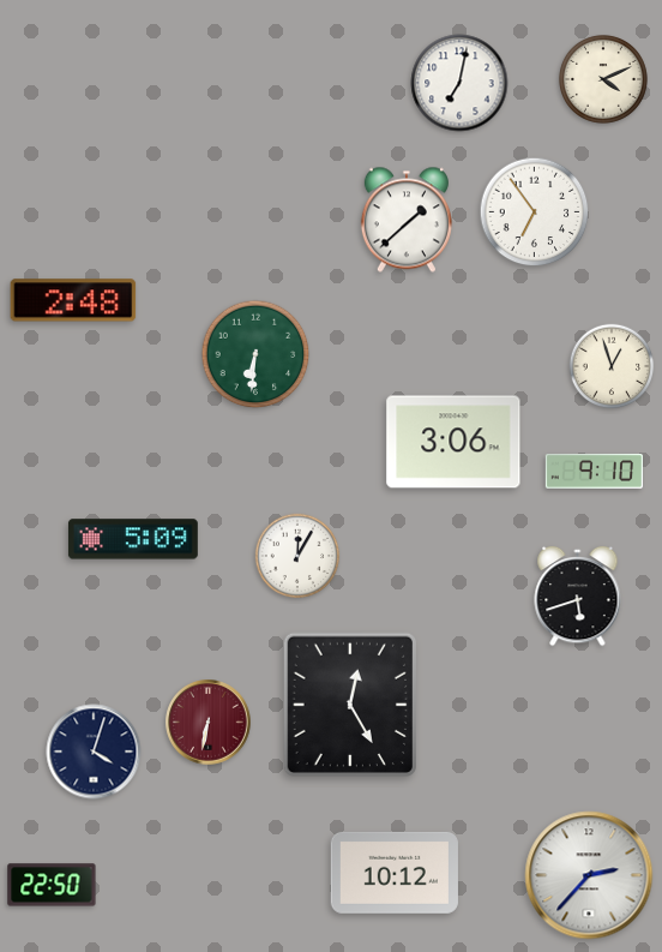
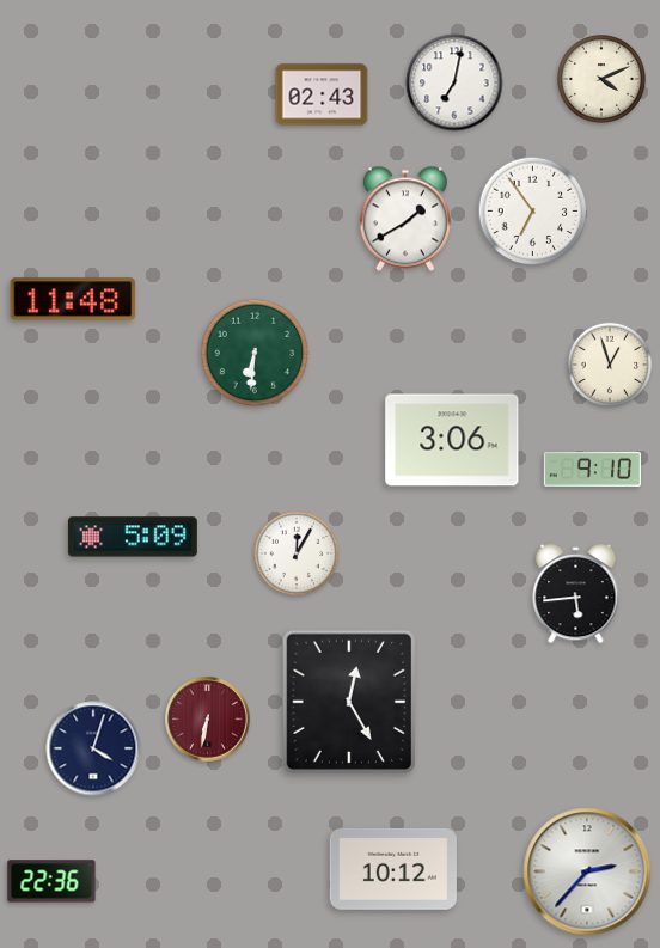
clock at (459, 83) position: (459, 83) -> (454, 82)
clock at (322, 94): none -> 02:43
clock at (407, 220): 1:38 -> 1:40
clock at (73, 300): 2:48 -> 11:48
clock at (578, 597): 5:42 -> 5:44
clock at (52, 885): 22:50 -> 22:36
